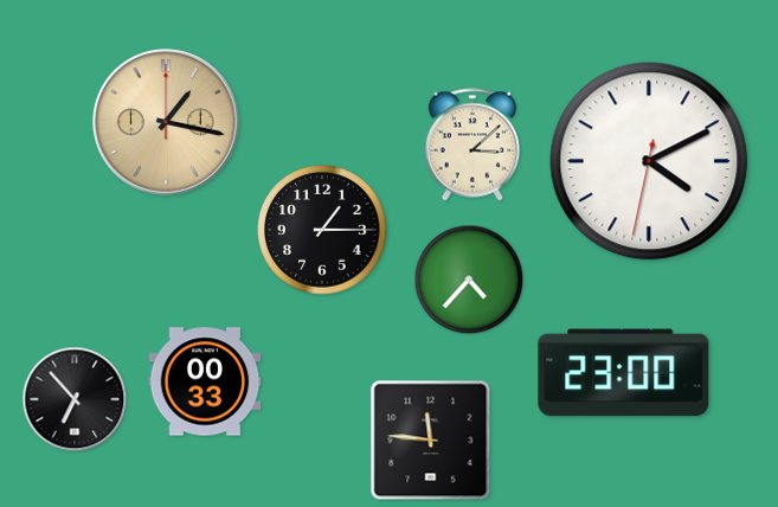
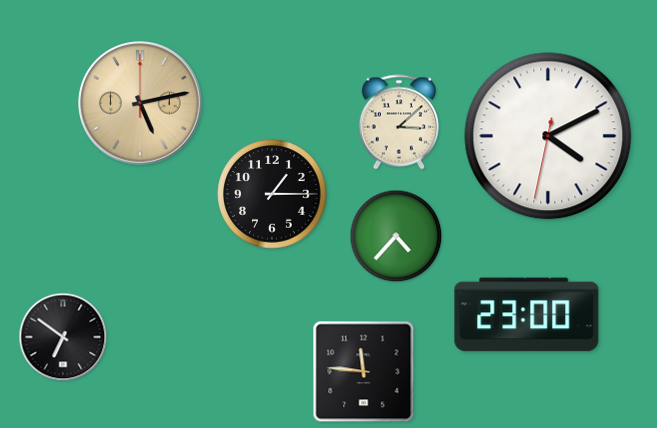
clock at (166, 122): 1:17 -> 5:13
clock at (205, 381): 00:33 -> none
clock at (75, 399): 6:53 -> 6:51
